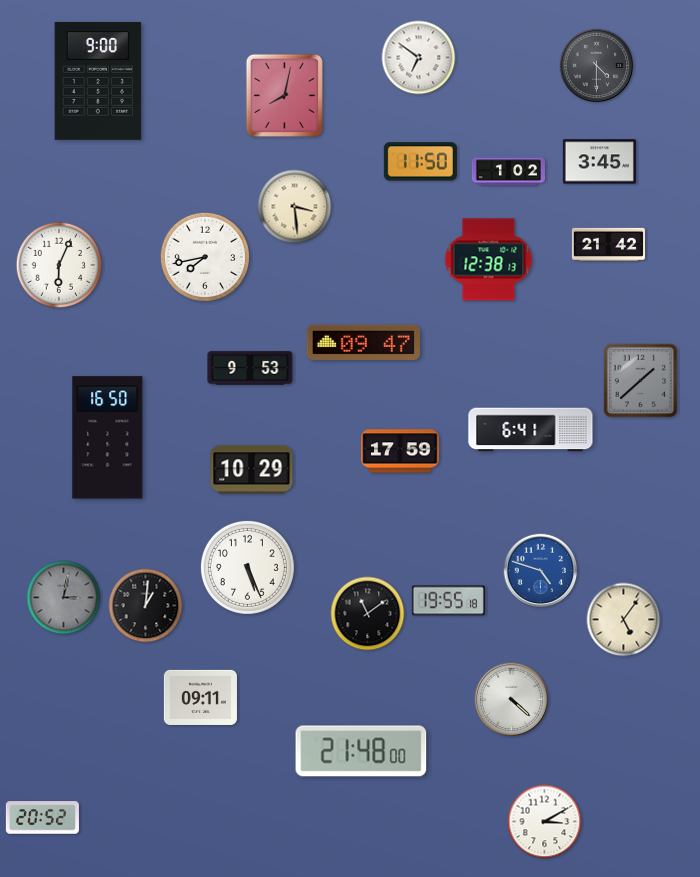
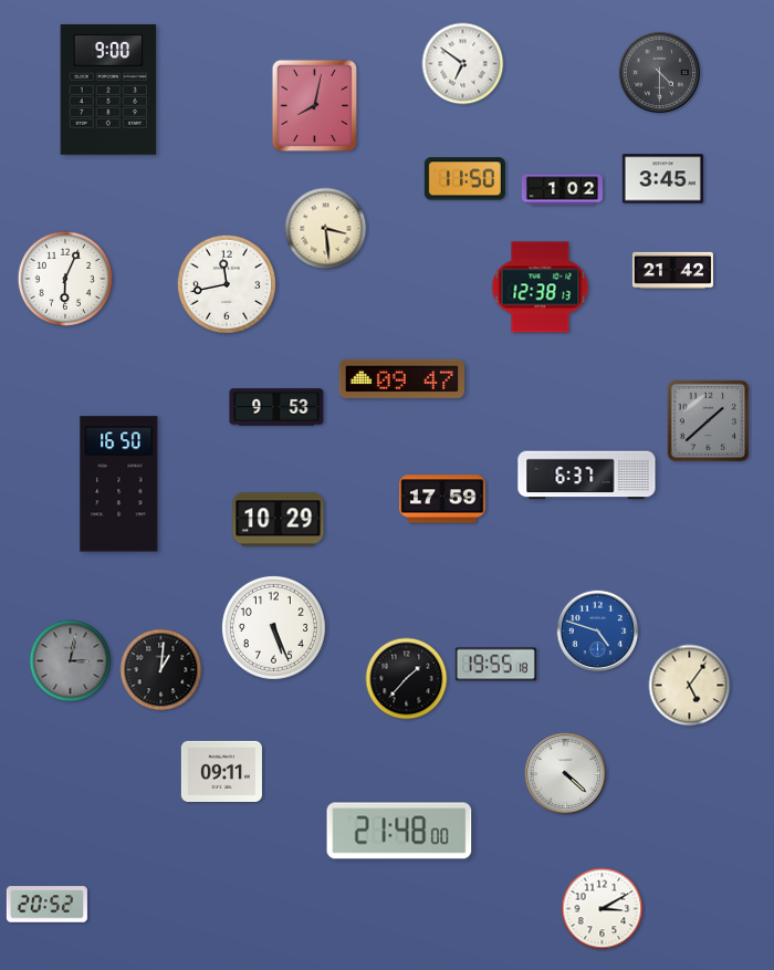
clock at (205, 257): 7:43 -> 11:43
clock at (59, 265) position: (59, 265) -> (65, 279)
clock at (531, 430): 6:41 -> 6:37
clock at (368, 614): 11:09 -> 1:37
